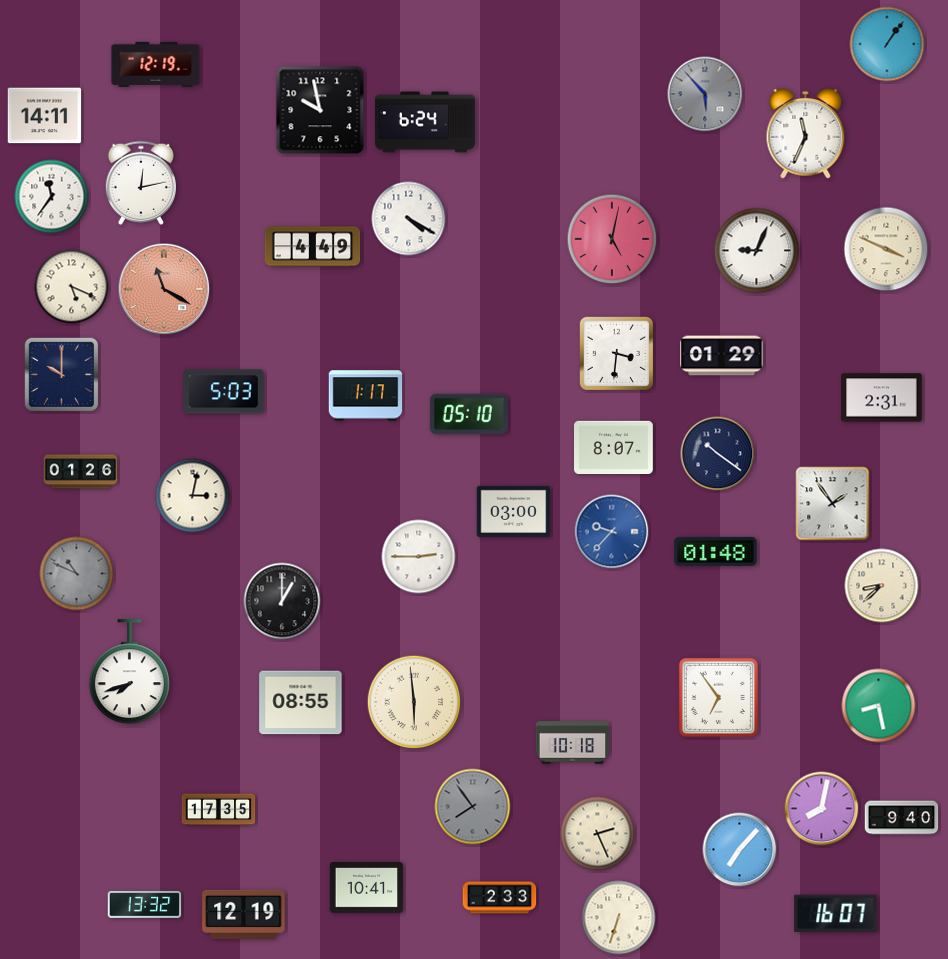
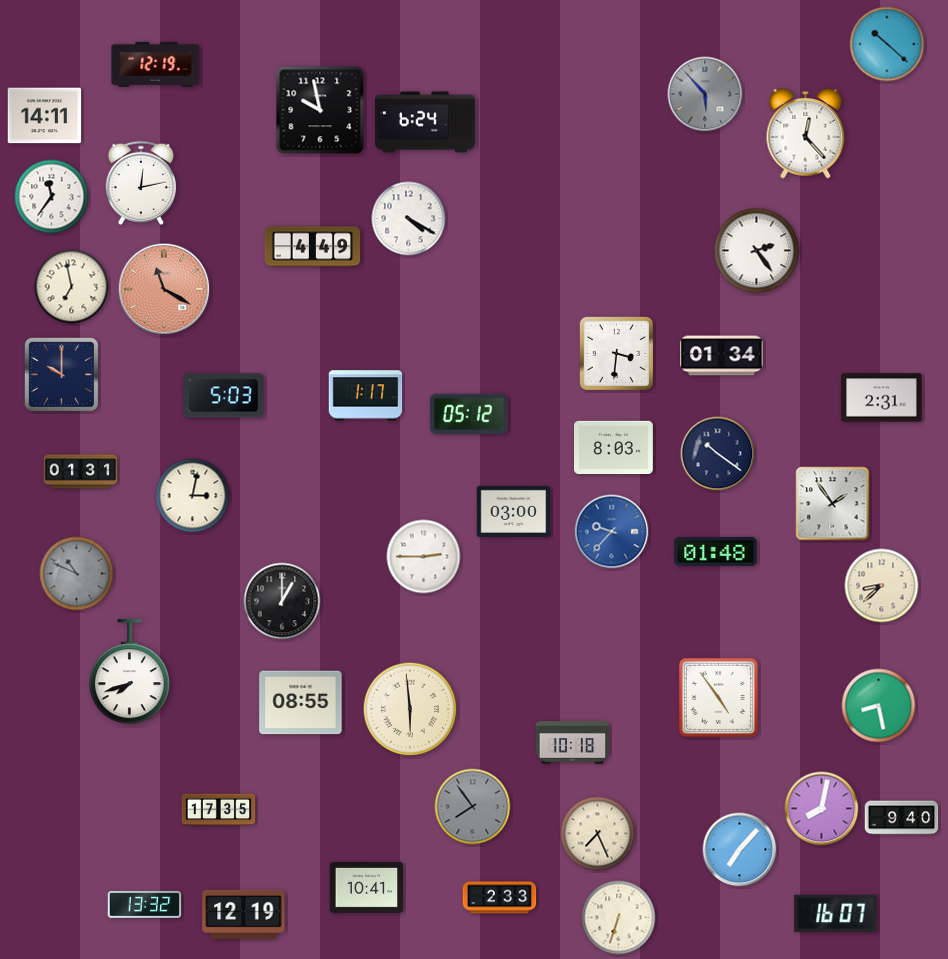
clock at (887, 44): 1:06 -> 10:22
clock at (806, 133): 11:34 -> 12:23
clock at (612, 239): 5:02 -> none
clock at (886, 249): 3:49 -> none
clock at (757, 251): 9:04 -> 2:24
clock at (72, 287): 5:19 -> 6:58
clock at (722, 356): 01:29 -> 01:34
clock at (224, 392) position: (224, 392) -> (224, 396)
clock at (469, 414): 05:10 -> 05:12
clock at (614, 447): 8:07 -> 8:03
clock at (81, 472): 01:26 -> 01:31
clock at (419, 557) position: (419, 557) -> (424, 557)
clock at (718, 697): 6:54 -> 4:54
clock at (414, 702) position: (414, 702) -> (410, 709)
clock at (598, 834): 2:26 -> 7:26
